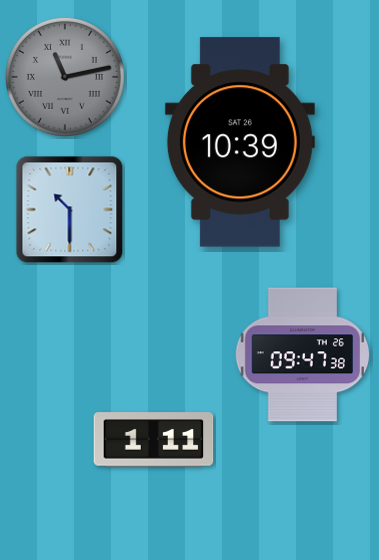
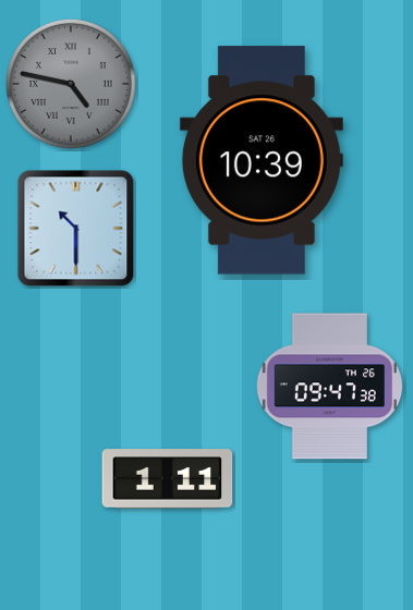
clock at (65, 77): 11:13 -> 4:47
clock at (240, 142) position: (240, 142) -> (262, 160)
